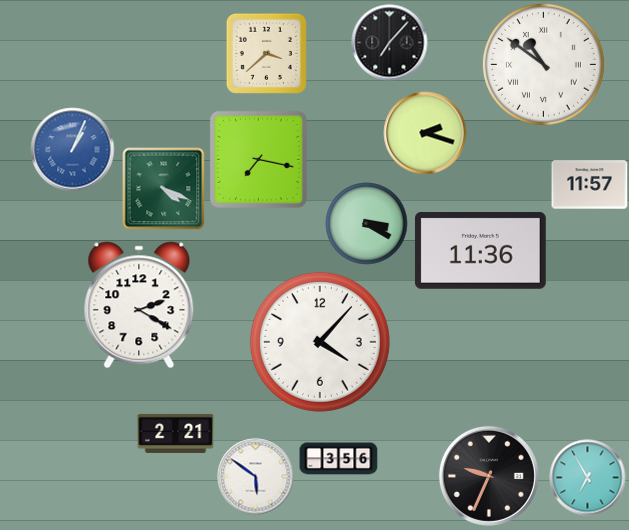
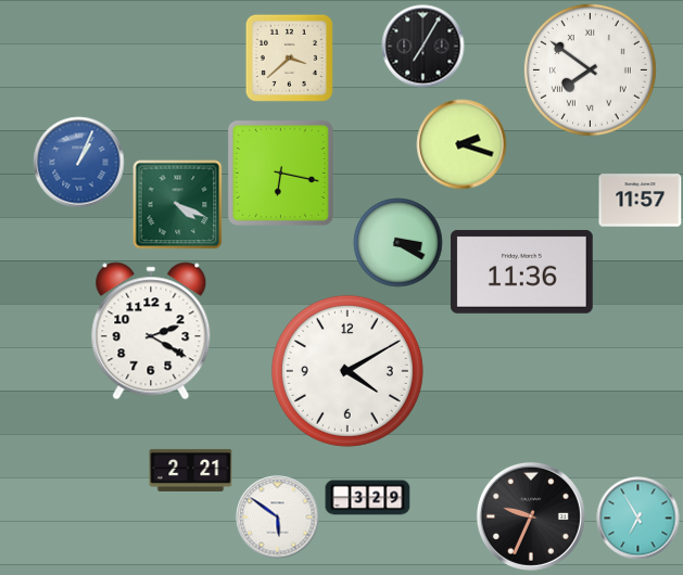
clock at (390, 43): 7:07 -> 7:05
clock at (543, 64): 10:51 -> 7:51
clock at (258, 159): 7:17 -> 6:17
clock at (320, 342): 4:07 -> 4:10
clock at (339, 459): 3:56 -> 3:29
